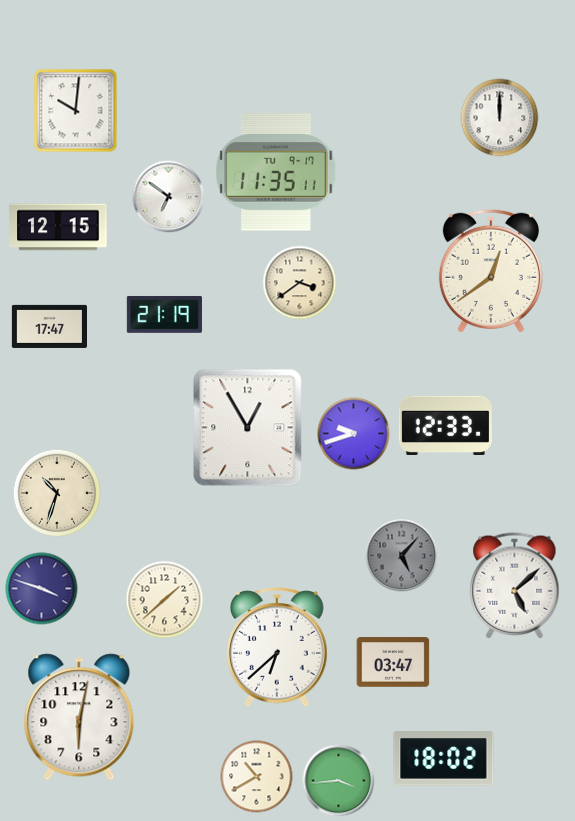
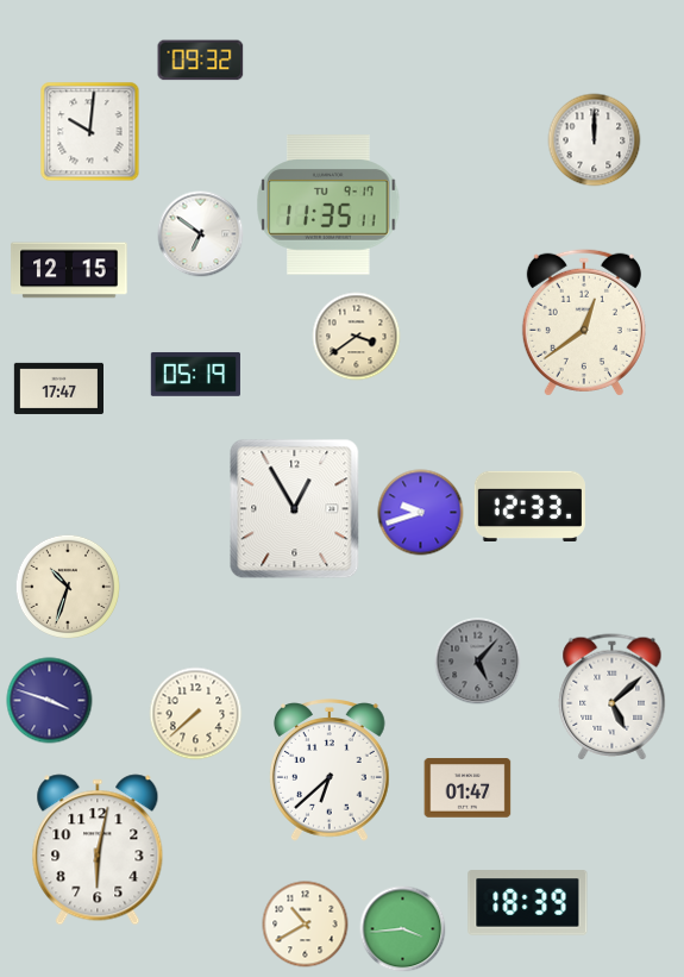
clock at (201, 61): none -> 09:32
clock at (164, 314): 21:19 -> 05:19
clock at (354, 434) position: (354, 434) -> (421, 513)
clock at (165, 600): 1:38 -> 7:38
clock at (393, 662): 03:47 -> 01:47
clock at (79, 717) position: (79, 717) -> (98, 850)
clock at (444, 759): 18:02 -> 18:39
